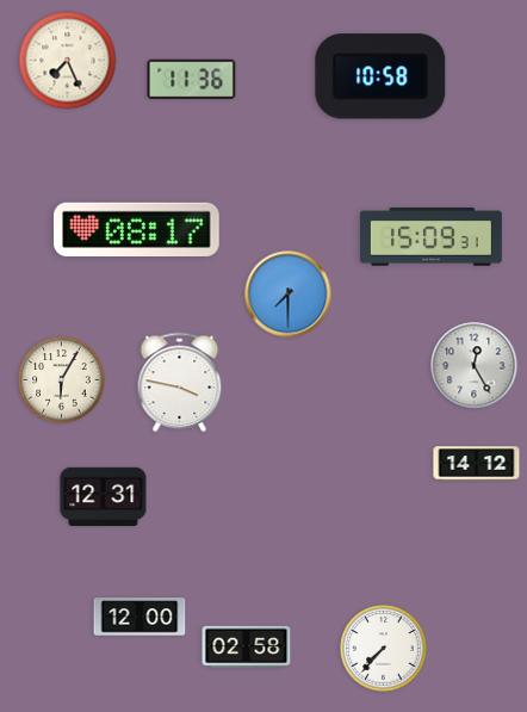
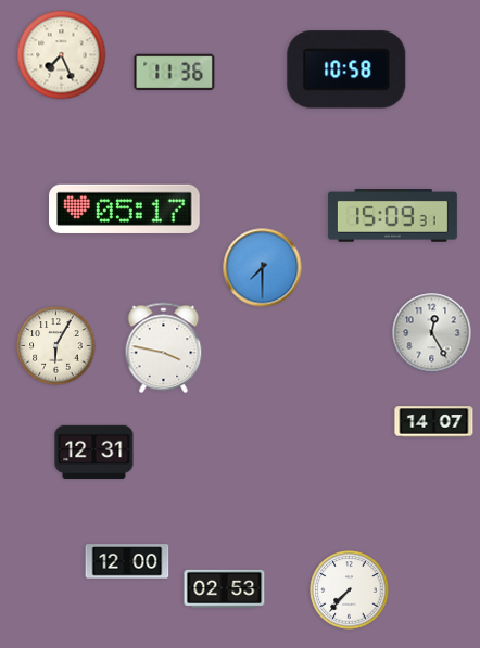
clock at (137, 229): 08:17 -> 05:17
clock at (477, 464): 14:12 -> 14:07
clock at (247, 646): 02:58 -> 02:53
